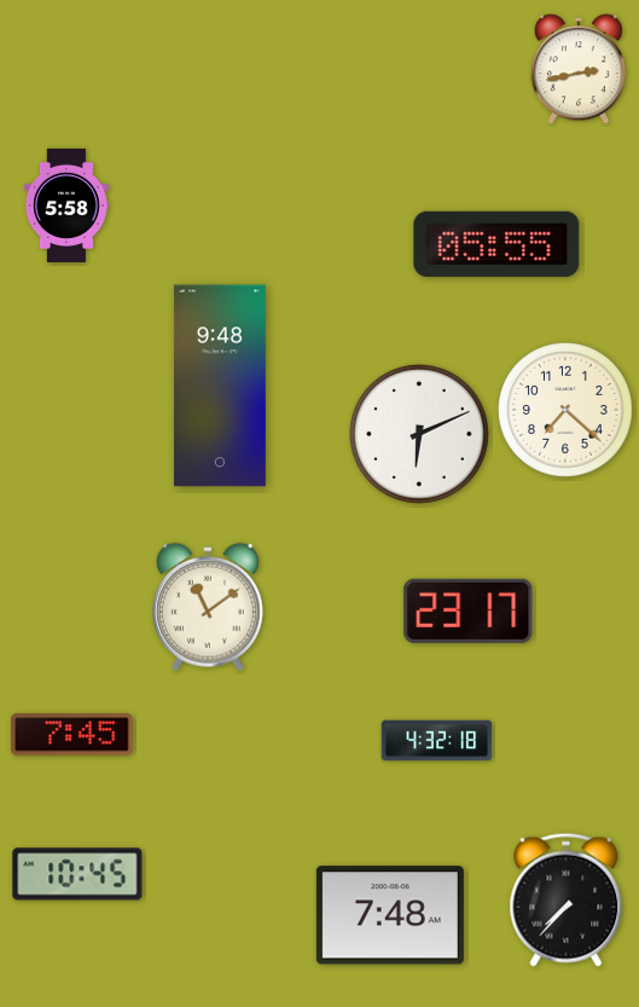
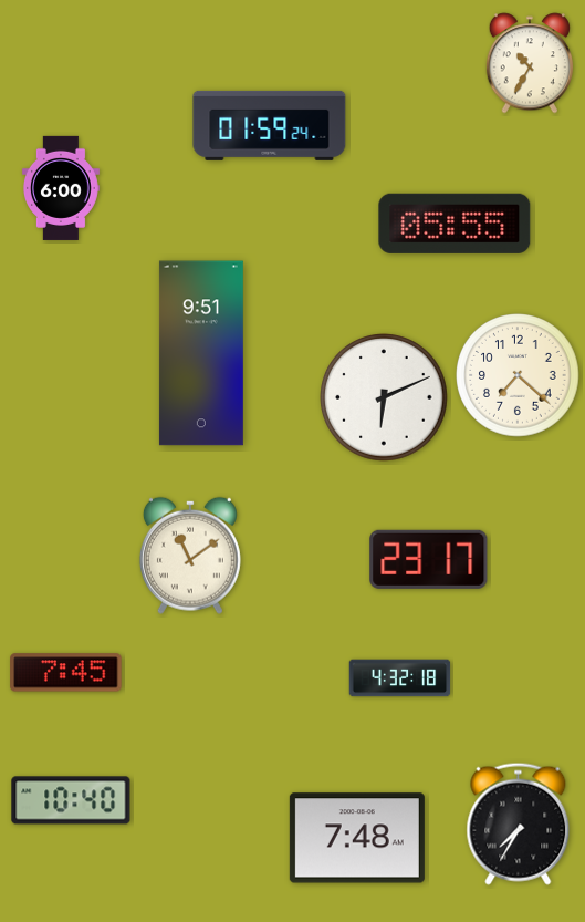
clock at (579, 69): 2:43 -> 10:35
clock at (270, 125): none -> 01:59
clock at (66, 206): 5:58 -> 6:00
clock at (220, 386): 9:48 -> 9:51
clock at (77, 874): 10:45 -> 10:40
clock at (567, 899): 7:37 -> 7:35
